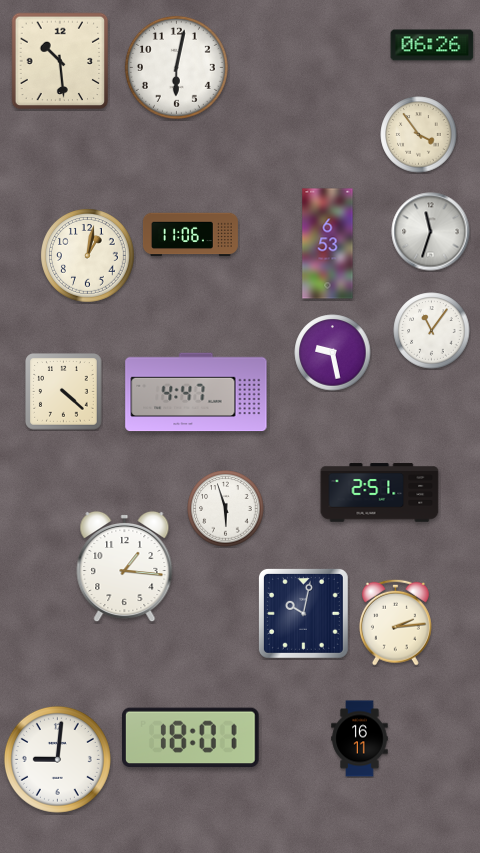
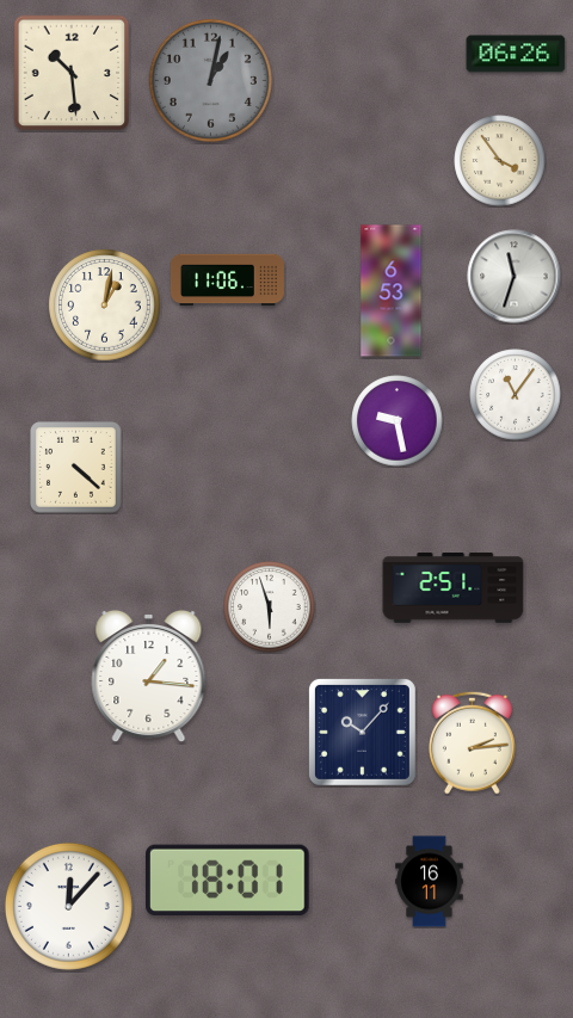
clock at (176, 67): 6:02 -> 1:02
clock at (176, 67) dial: white -> grey
clock at (196, 392): 4:47 -> none
clock at (303, 613): 10:02 -> 10:07
clock at (57, 759): 9:01 -> 12:07
